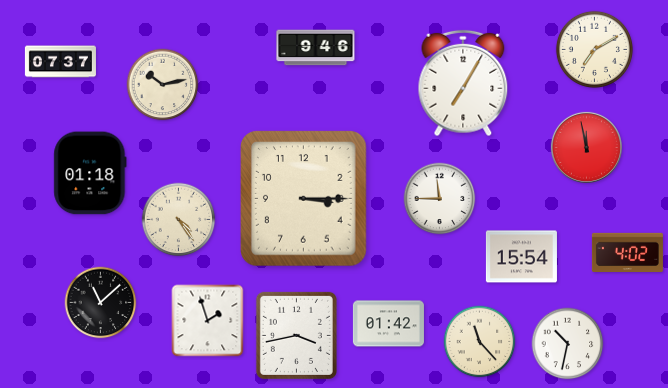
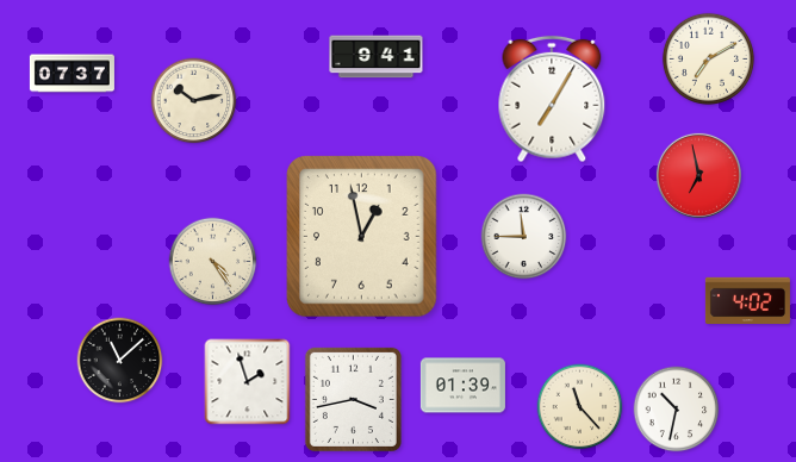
clock at (316, 48): 9:46 -> 9:41
clock at (586, 147): 11:58 -> 6:58
clock at (90, 173): 01:18 -> none
clock at (304, 199): 3:15 -> 12:58
clock at (521, 257): 15:54 -> none
clock at (388, 324): 01:42 -> 01:39
clock at (480, 342) position: (480, 342) -> (580, 407)
